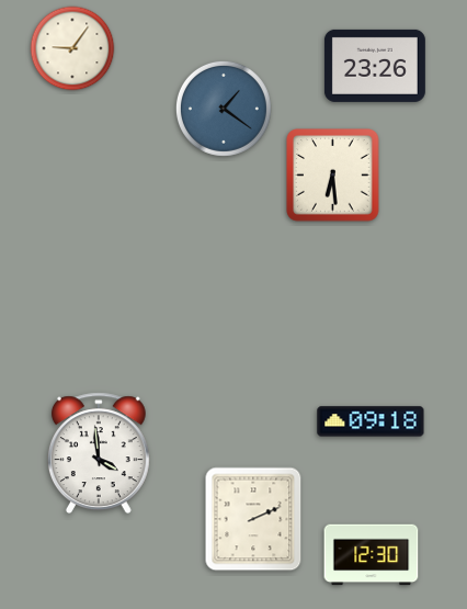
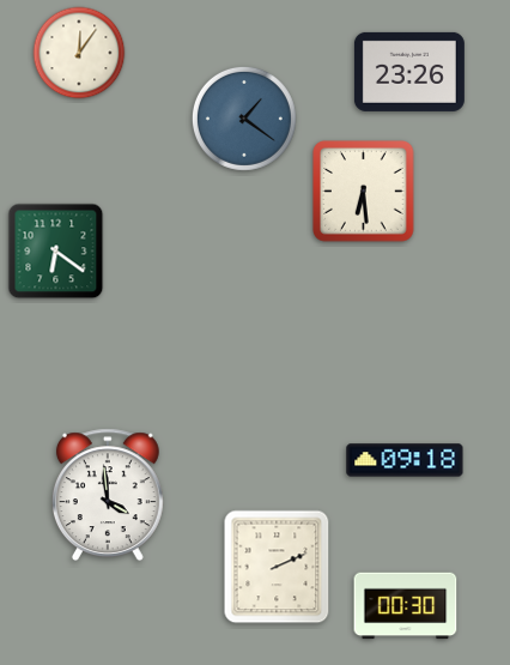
clock at (72, 48): 9:06 -> 12:06
clock at (56, 252): none -> 6:21
clock at (372, 555): 12:30 -> 00:30
